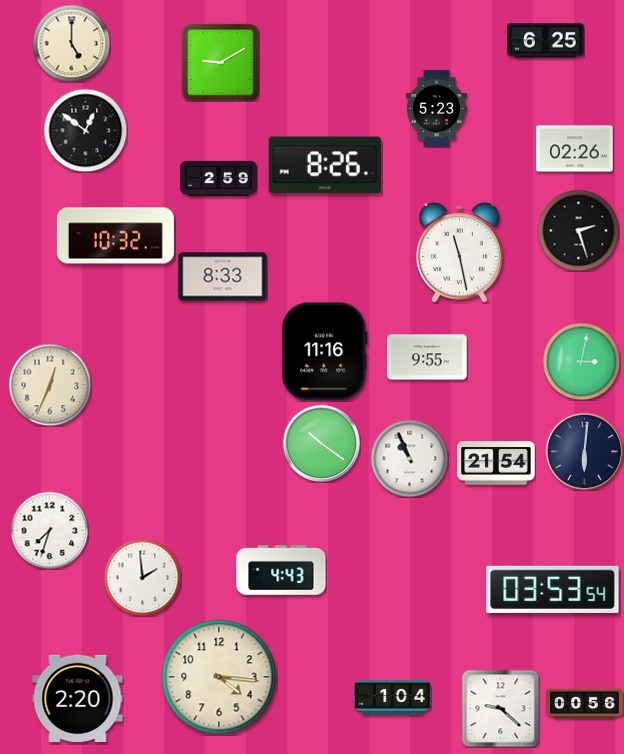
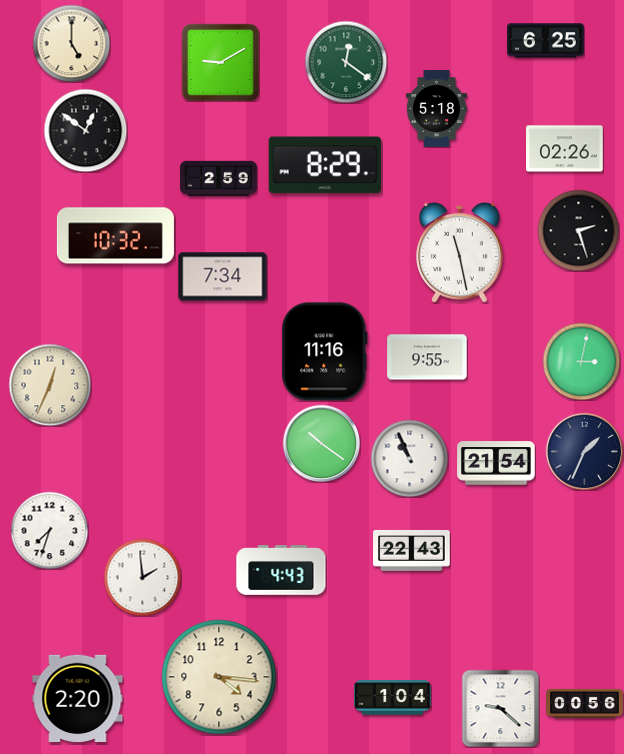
clock at (346, 62): none -> 12:21
clock at (436, 109): 5:23 -> 5:18
clock at (575, 149) position: (575, 149) -> (565, 149)
clock at (325, 165): 8:26 -> 8:29
clock at (223, 277): 8:33 -> 7:34
clock at (584, 451): 6:01 -> 1:34
clock at (412, 550): none -> 22:43
clock at (553, 589): 03:53 -> none
